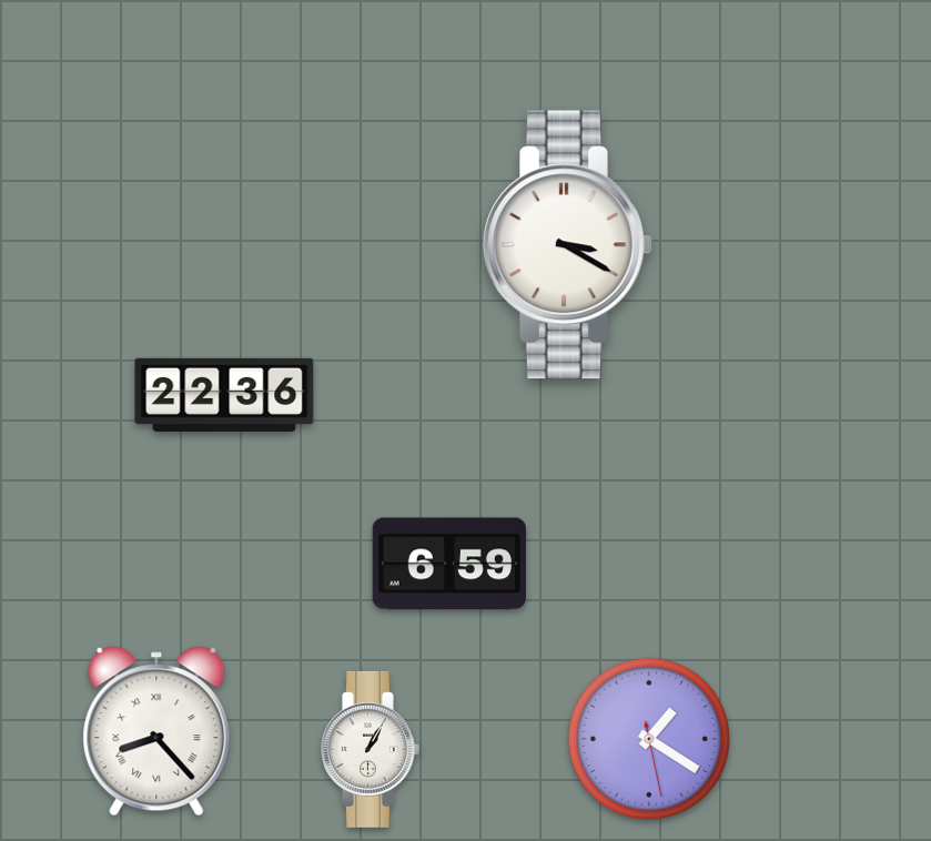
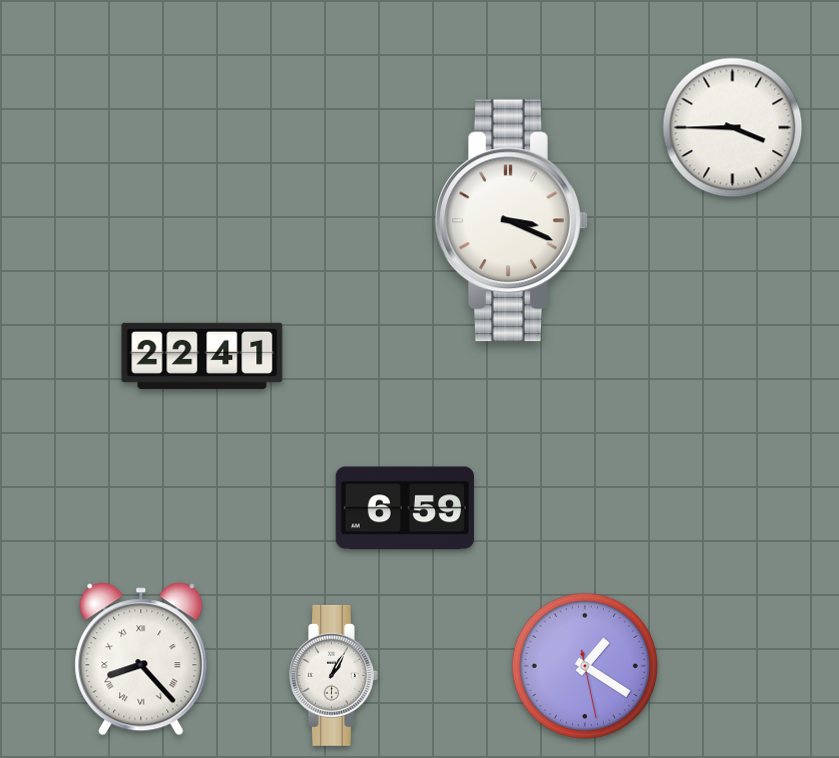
clock at (733, 128): none -> 3:45
clock at (568, 245): 3:20 -> 3:19
clock at (224, 395): 22:36 -> 22:41
